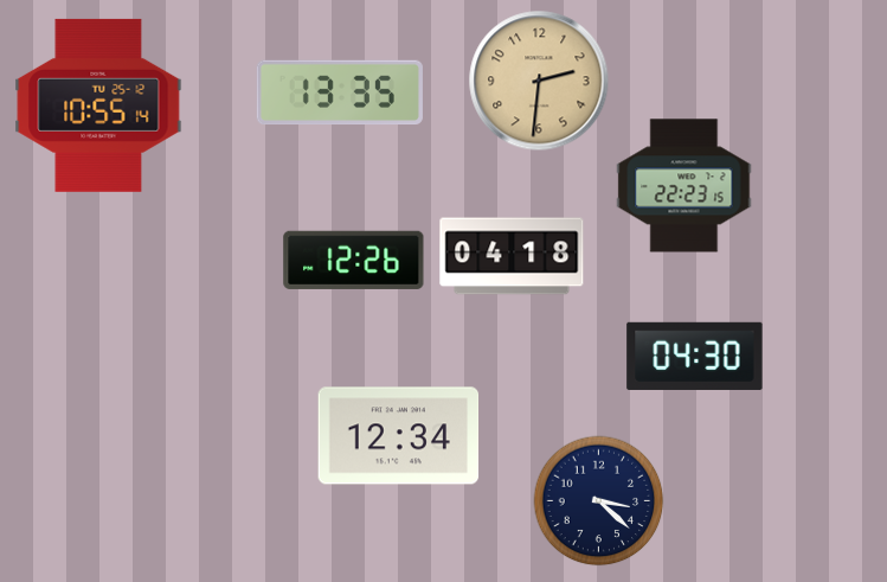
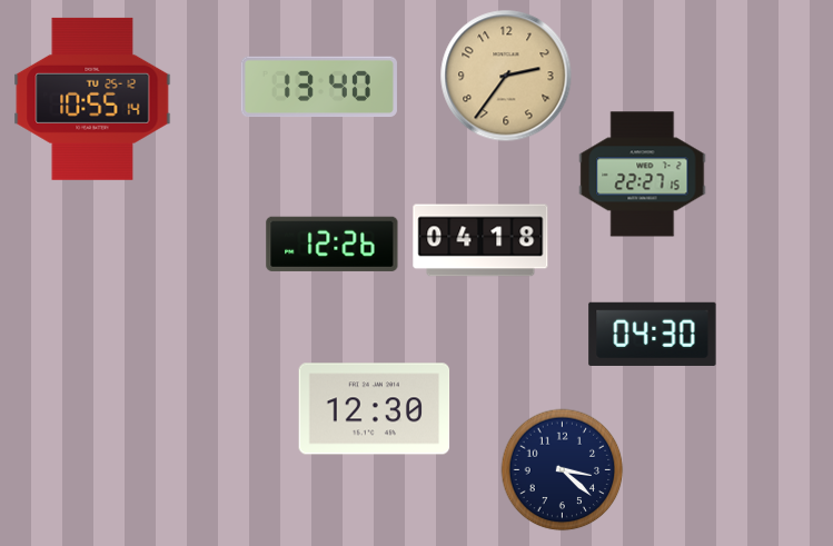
clock at (539, 81): 2:31 -> 2:36
clock at (340, 92): 13:35 -> 13:40
clock at (684, 186): 22:23 -> 22:27
clock at (399, 436): 12:34 -> 12:30
